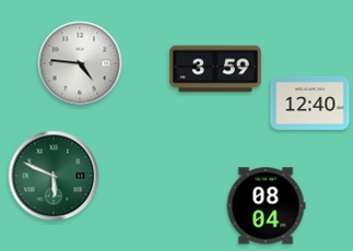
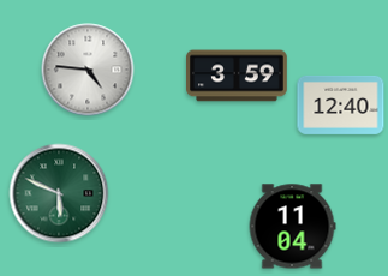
clock at (310, 103) position: (310, 103) -> (341, 104)
clock at (266, 206): 08:04 -> 11:04
